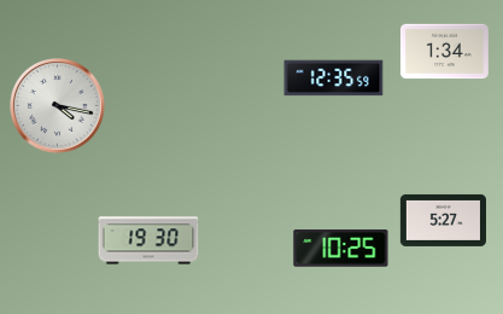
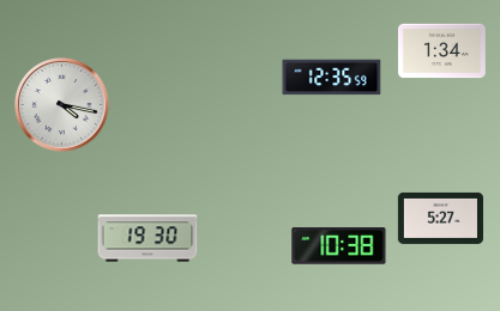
clock at (58, 106) position: (58, 106) -> (62, 105)
clock at (341, 249): 10:25 -> 10:38
